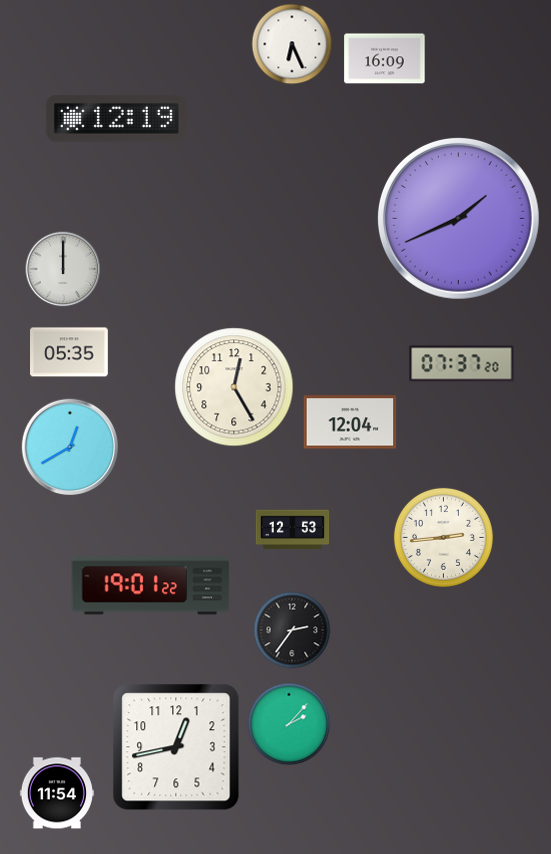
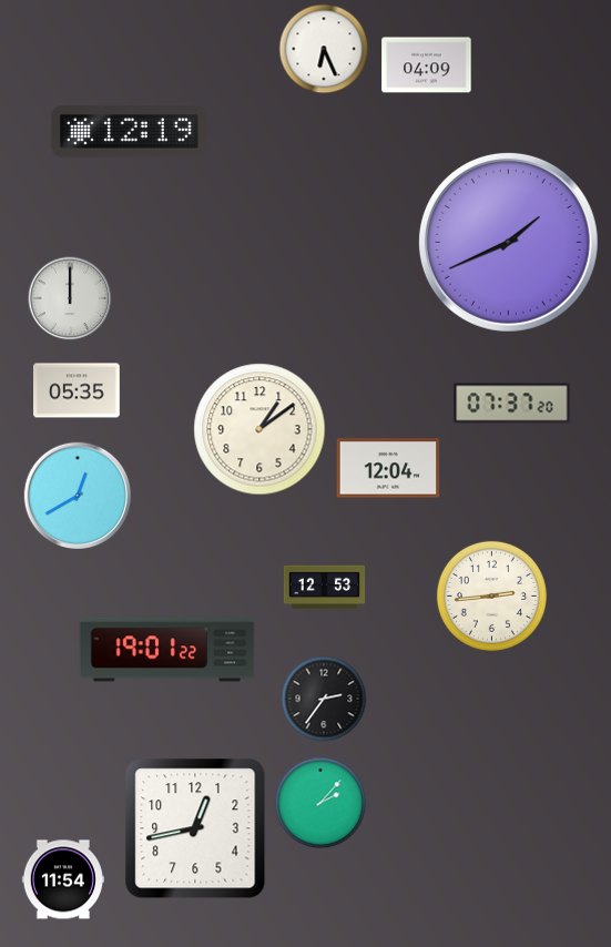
clock at (385, 59): 16:09 -> 04:09
clock at (234, 387): 12:25 -> 1:09
